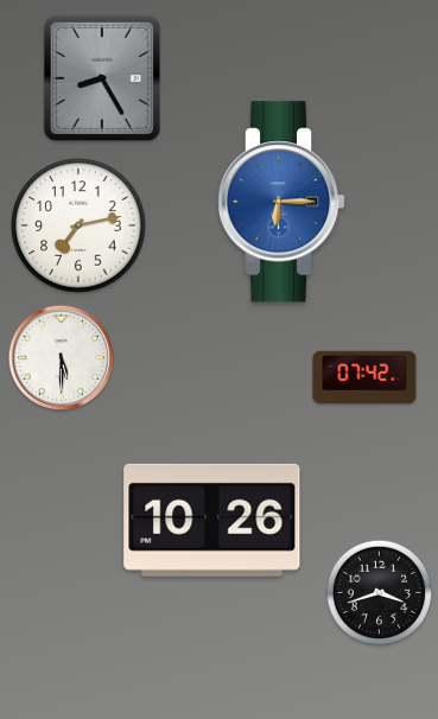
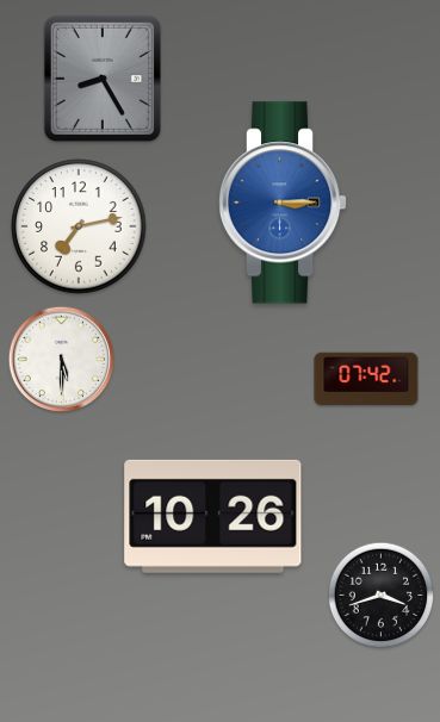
clock at (281, 202): 6:15 -> 3:15
clock at (212, 520) position: (212, 520) -> (213, 516)
